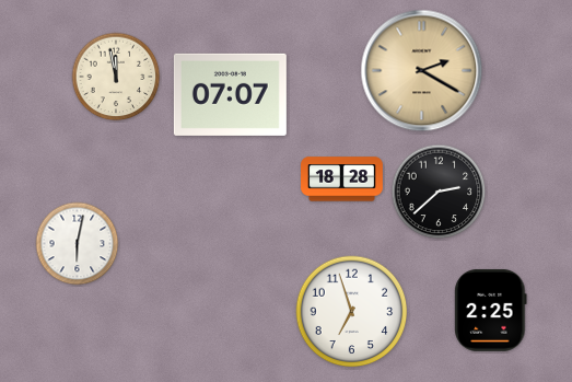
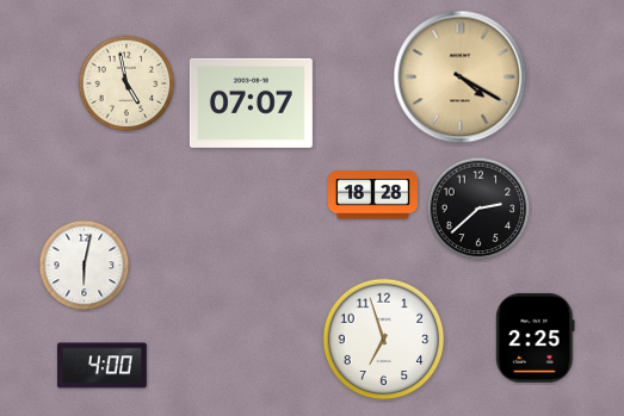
clock at (422, 71): 2:20 -> 4:20
clock at (116, 77): 11:58 -> 4:58
clock at (101, 366): none -> 4:00
